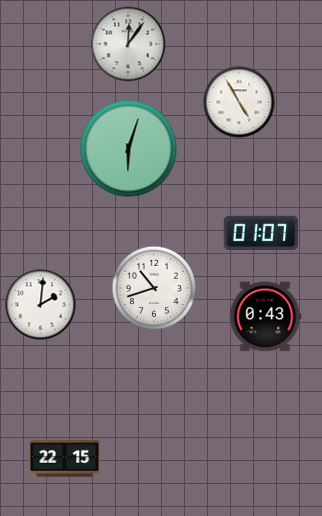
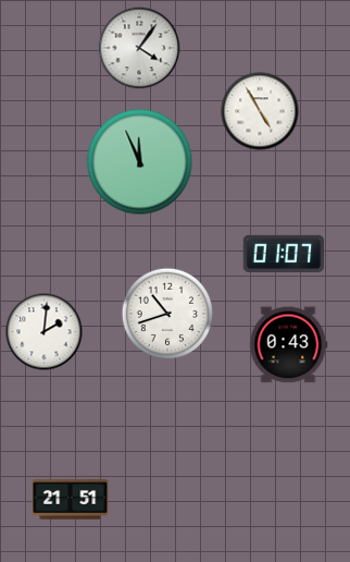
clock at (128, 44): 12:06 -> 4:06
clock at (129, 149): 6:03 -> 11:56
clock at (65, 459): 22:15 -> 21:51
